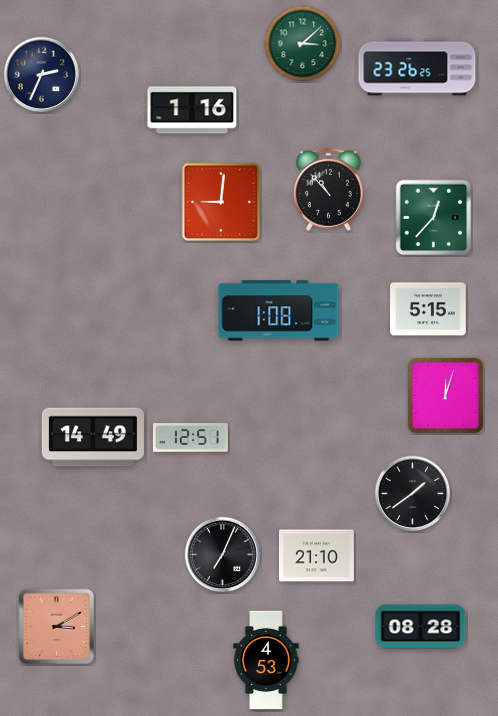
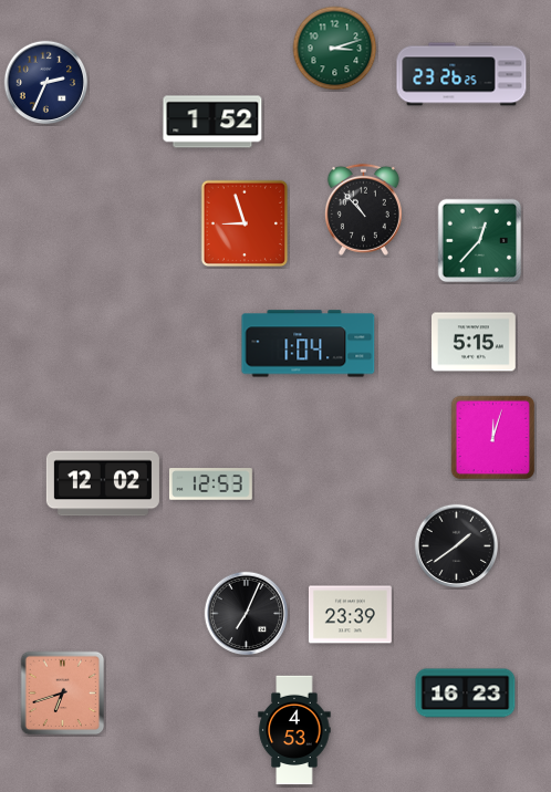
clock at (303, 44): 3:08 -> 3:12
clock at (192, 110): 1:16 -> 1:52
clock at (221, 202): 9:01 -> 8:57
clock at (279, 311): 1:08 -> 1:04
clock at (93, 437): 14:49 -> 12:02
clock at (190, 438): 12:51 -> 12:53
clock at (316, 556): 21:10 -> 23:39
clock at (57, 627): 3:10 -> 6:42
clock at (421, 627): 08:28 -> 16:23
